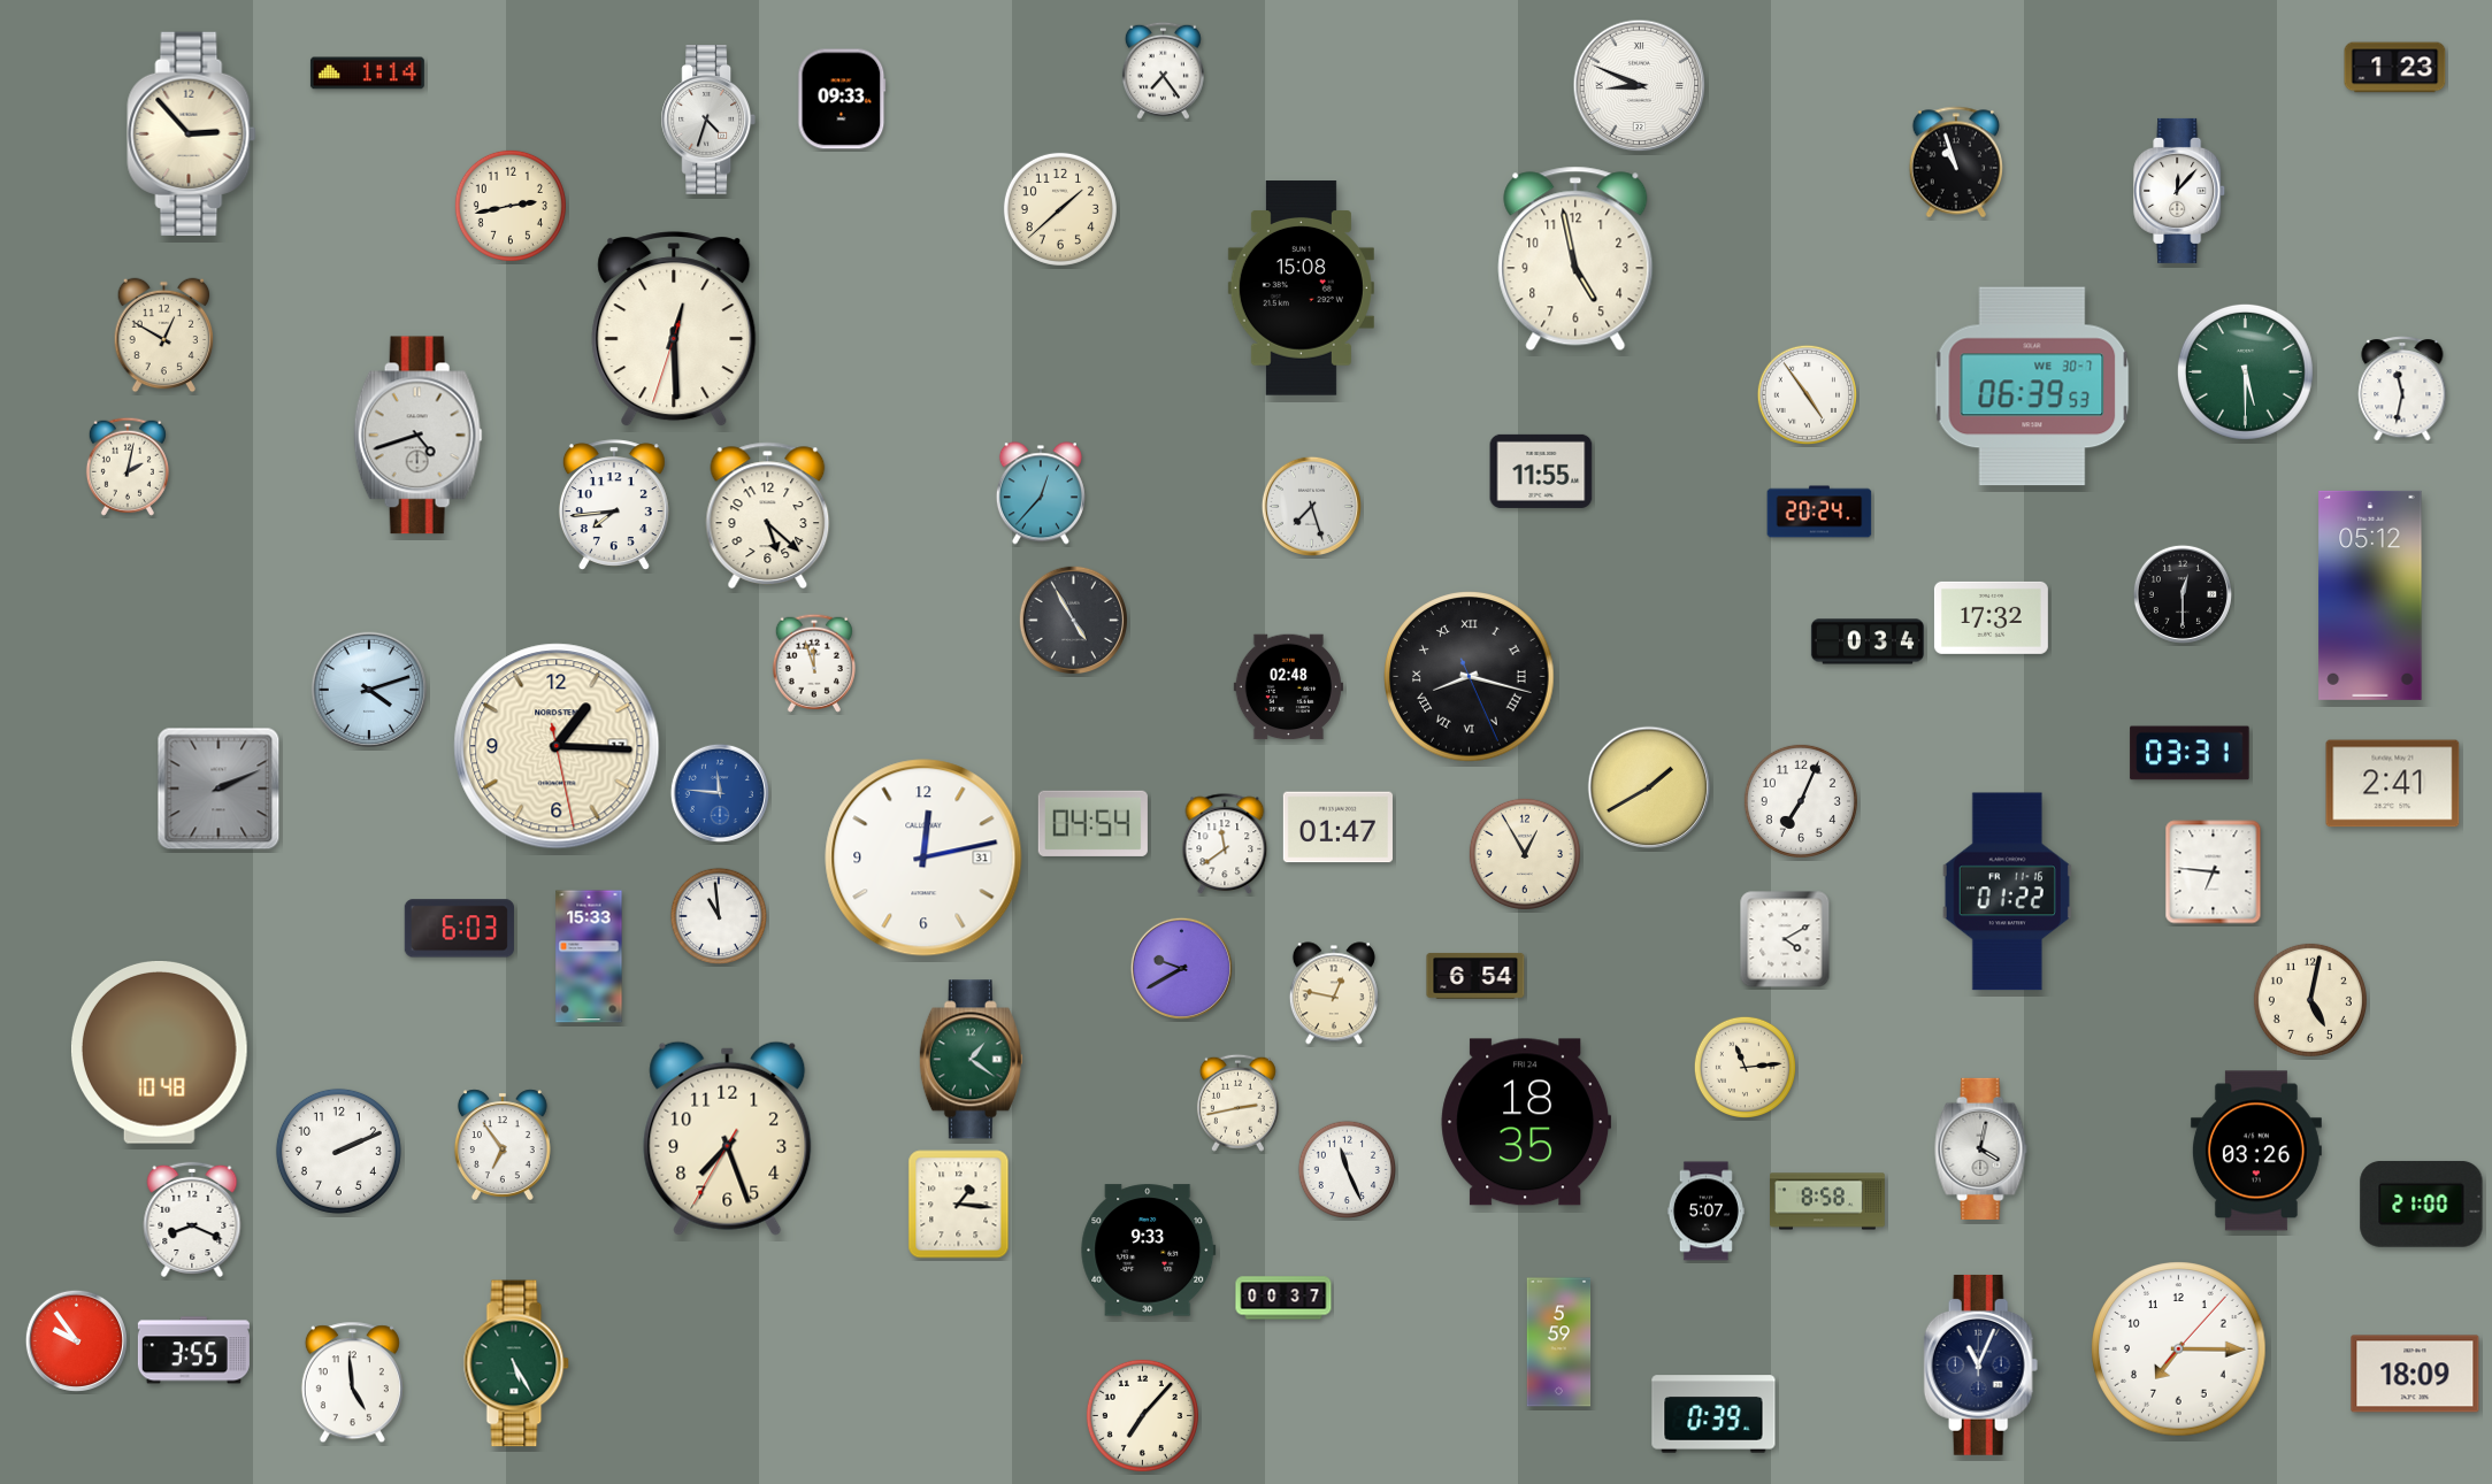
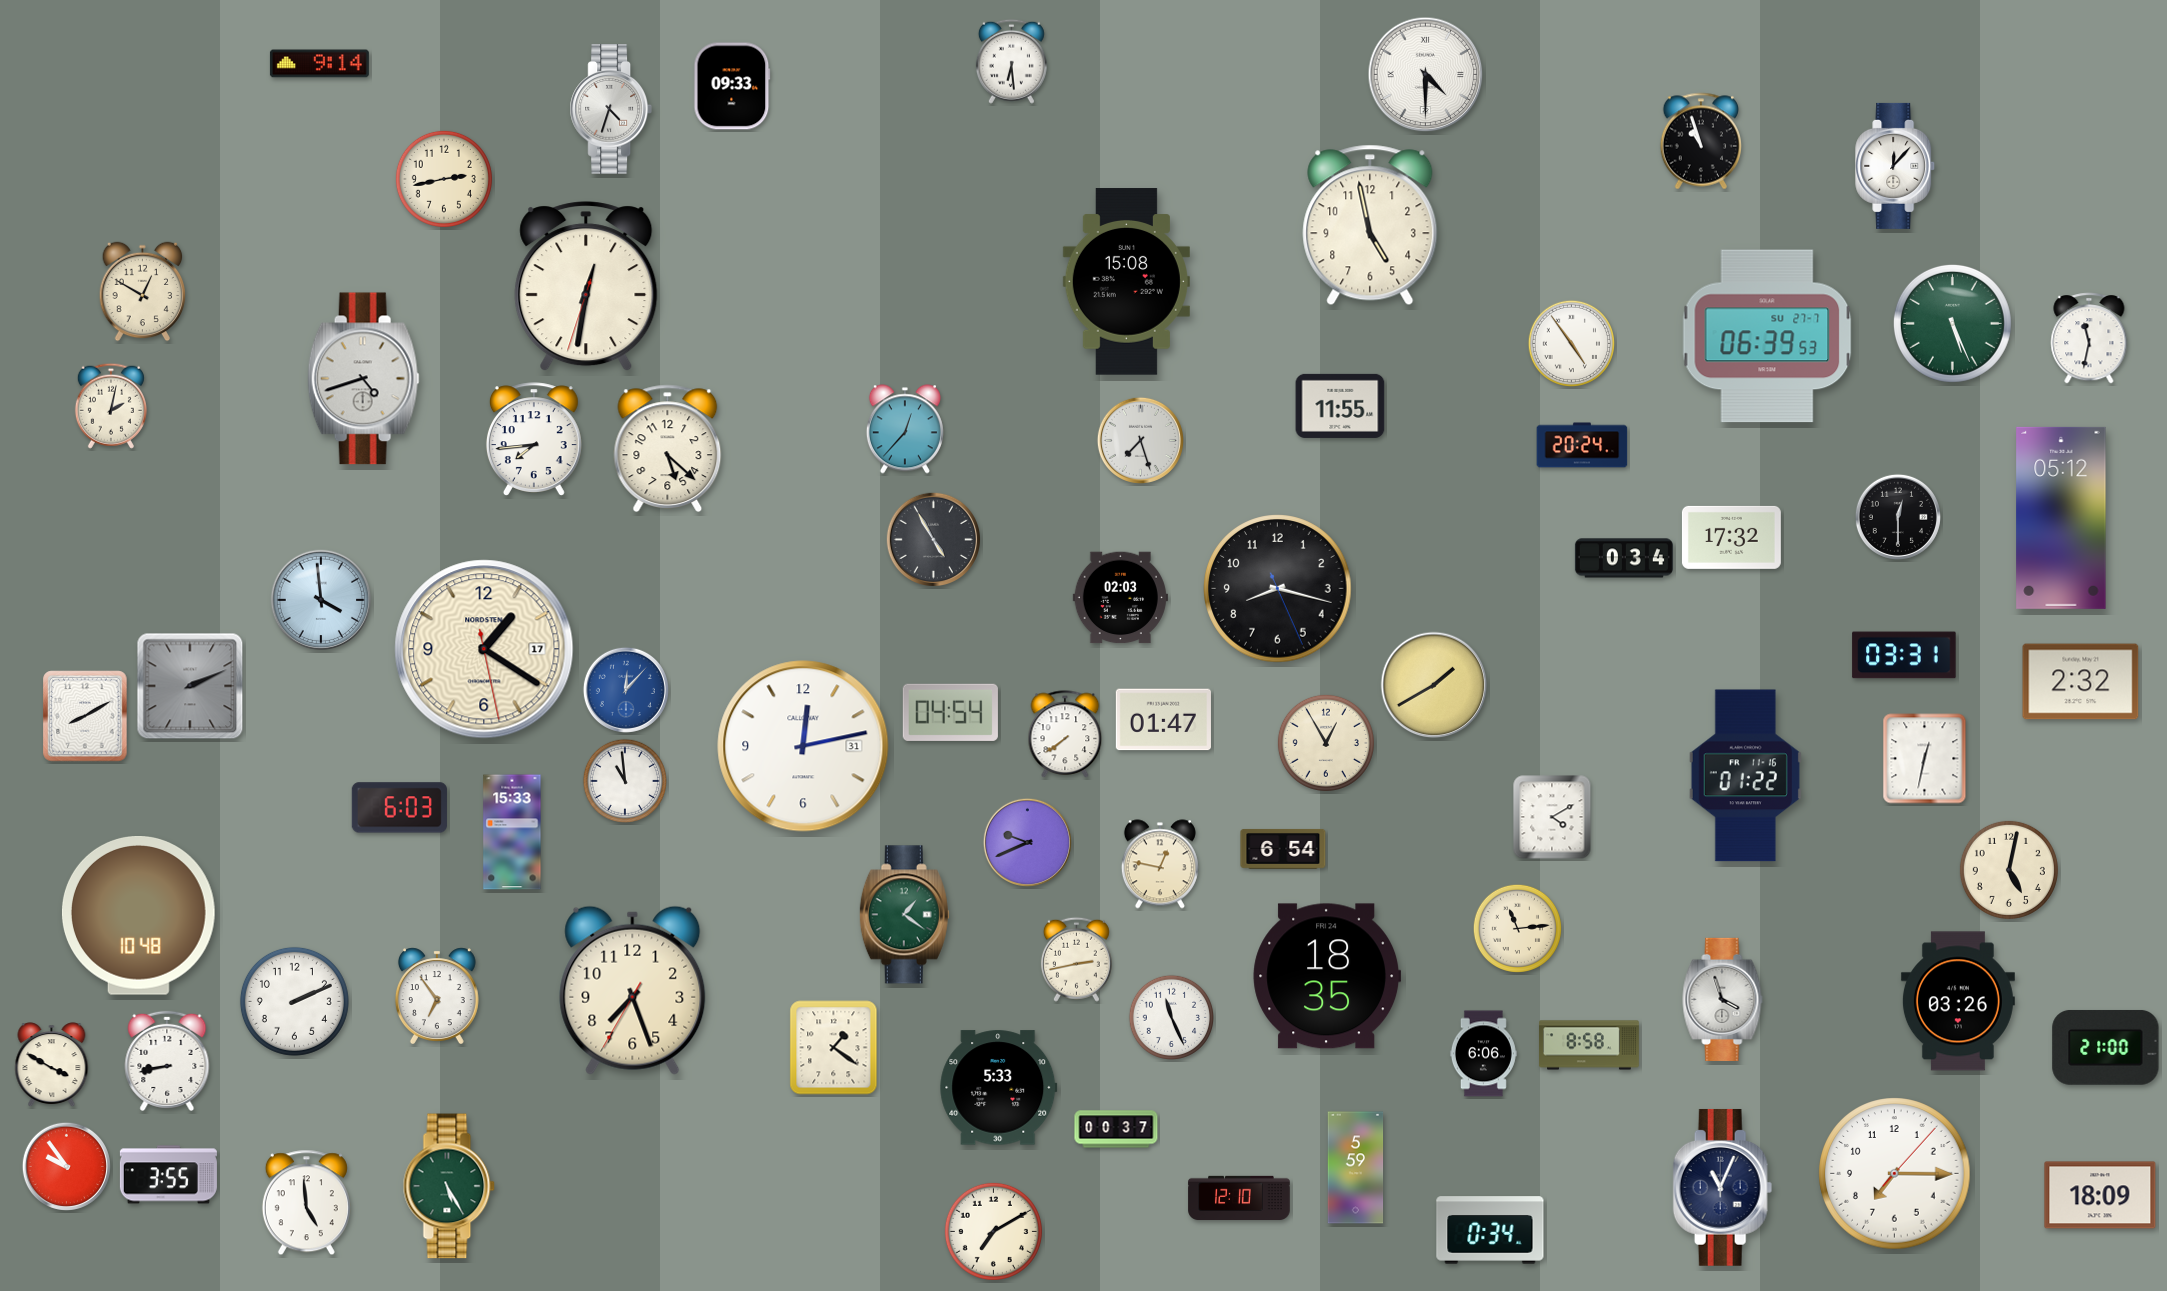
clock at (2395, 68): 1:23 -> none
clock at (1163, 70): 7:24 -> 6:29
clock at (367, 74): 1:14 -> 9:14
clock at (1640, 86): 8:49 -> 4:30
clock at (707, 120) position: (707, 120) -> (610, 109)
clock at (192, 133): 2:53 -> none
clock at (1060, 209): 1:38 -> none
clock at (1301, 289) position: (1301, 289) -> (1126, 282)
clock at (674, 330): 12:29 -> 12:31
clock at (2245, 371): 5:30 -> 5:26
clock at (2032, 386) date: WE 30-7 -> SU 27-7
clock at (1541, 471) position: (1541, 471) -> (1340, 406)
clock at (814, 663): 11:57 -> none
clock at (1470, 677) numerals: Roman -> Arabic
clock at (1288, 687): 02:48 -> 02:03
clock at (369, 690): 4:12 -> 3:59
clock at (557, 746): 1:15 -> 1:20
clock at (2393, 784): 2:41 -> 2:32
clock at (720, 793): 11:46 -> 12:07
clock at (1801, 801): 7:04 -> none
clock at (85, 716): none -> 8:10
clock at (1092, 823) position: (1092, 823) -> (950, 712)
clock at (1225, 845): 11:39 -> 7:39
clock at (2214, 872): 6:46 -> 12:32
clock at (718, 915) position: (718, 915) -> (624, 780)
clock at (1181, 968): 9:40 -> 9:41
clock at (971, 1060) position: (971, 1060) -> (904, 915)
clock at (1981, 1148): 4:02 -> 3:57
clock at (2256, 1151) position: (2256, 1151) -> (1958, 1001)
clock at (959, 1205): 1:16 -> 1:21
clock at (1705, 1212): 5:07 -> 6:06
clock at (192, 1220): 8:19 -> 8:43
clock at (52, 1065): none -> 3:50
clock at (1149, 1251): 9:33 -> 5:33
clock at (1239, 1198): none -> 12:10
clock at (1713, 1414): 0:39 -> 0:34
clock at (1142, 1415): 7:07 -> 7:10
